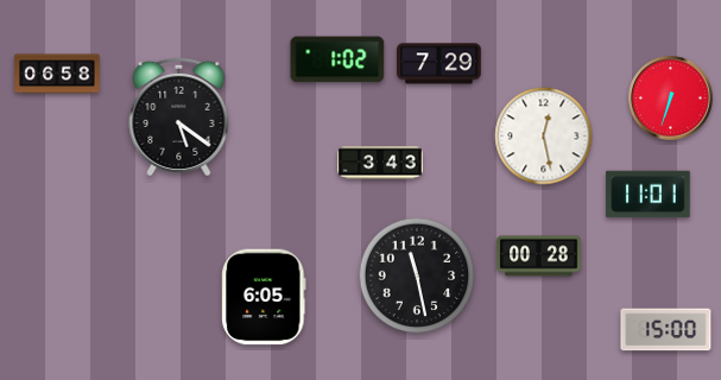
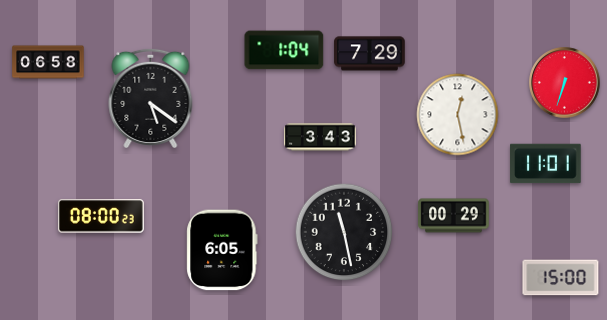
clock at (337, 59): 1:02 -> 1:04
clock at (102, 216): none -> 08:00
clock at (539, 256): 00:28 -> 00:29
clock at (417, 275) position: (417, 275) -> (344, 232)
